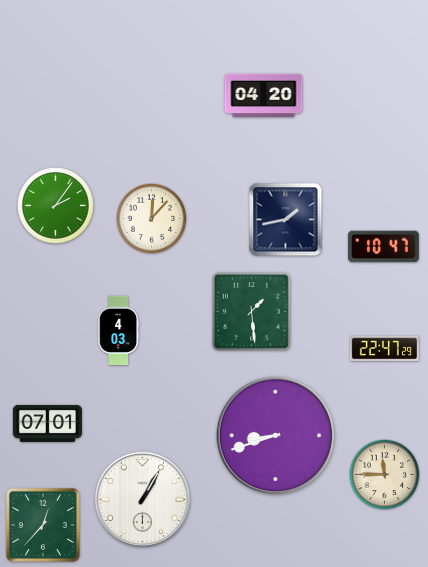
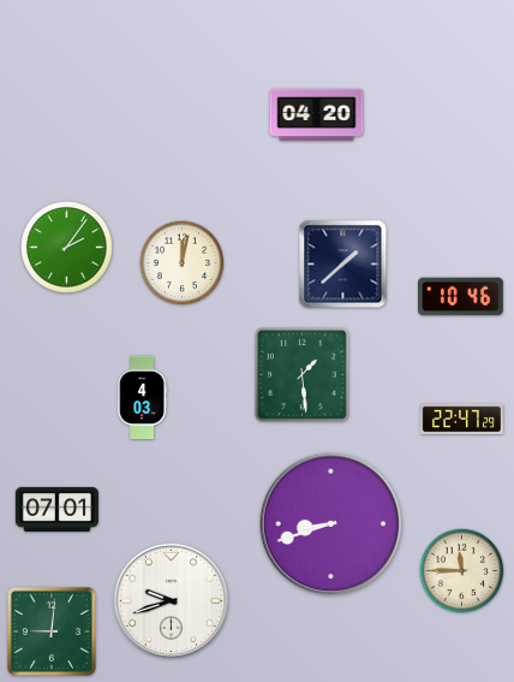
clock at (152, 219): 12:07 -> 12:02
clock at (286, 220): 1:43 -> 1:38
clock at (384, 247): 10:47 -> 10:46
clock at (142, 499): 1:05 -> 9:42
clock at (43, 525): 12:37 -> 9:01
